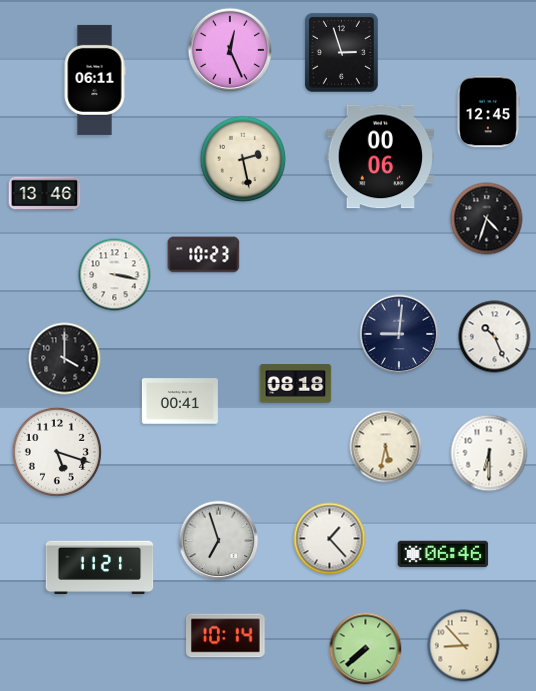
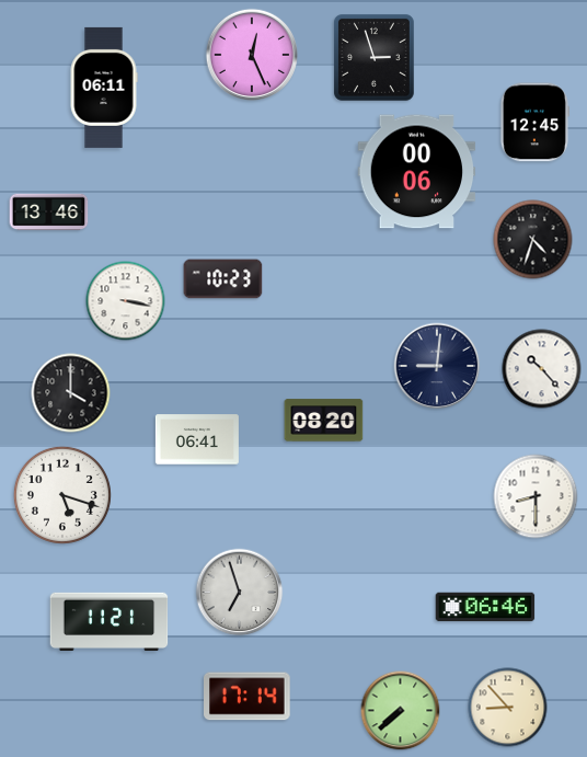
clock at (243, 159): 2:28 -> none
clock at (495, 337): 10:26 -> 10:23
clock at (296, 384): 08:18 -> 08:20
clock at (180, 401): 00:41 -> 06:41
clock at (386, 447): 5:32 -> none
clock at (489, 453): 6:30 -> 8:30
clock at (330, 539): 1:23 -> none
clock at (226, 636): 10:14 -> 17:14
